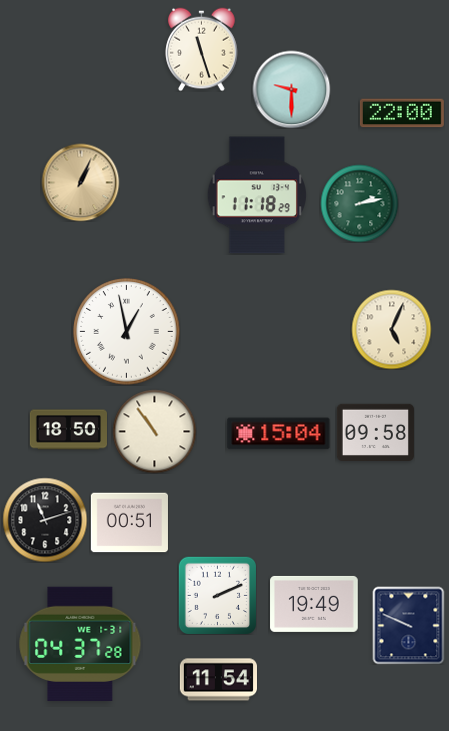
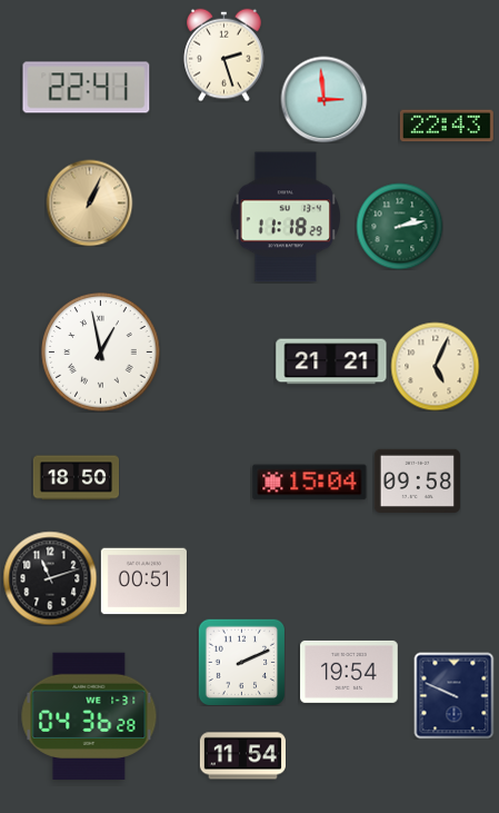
clock at (202, 49): 11:27 -> 2:27
clock at (87, 88): none -> 22:41
clock at (291, 89): 9:30 -> 2:59
clock at (402, 113): 22:00 -> 22:43
clock at (331, 361): none -> 21:21
clock at (127, 332) position: (127, 332) -> (101, 353)
clock at (154, 431): 10:54 -> none
clock at (314, 604): 19:49 -> 19:54
clock at (80, 643): 04:37 -> 04:36
